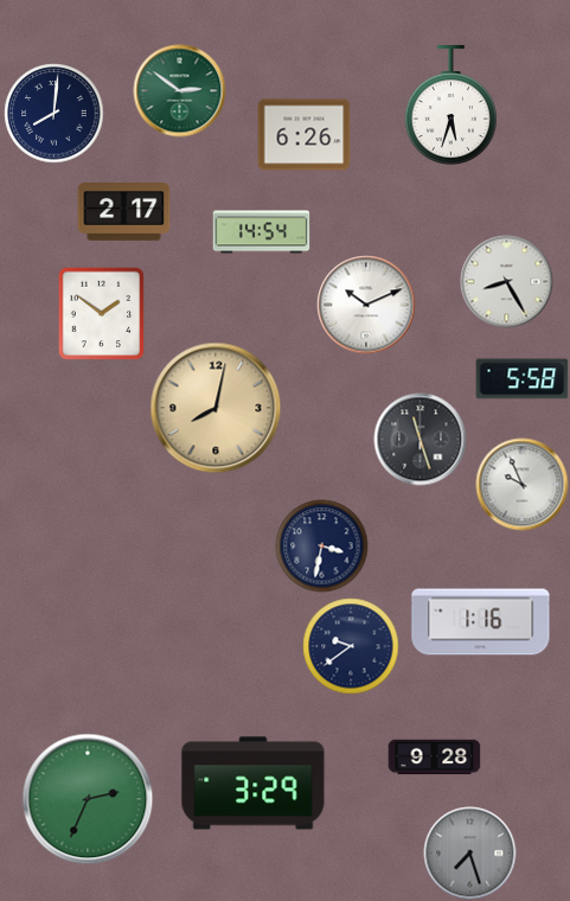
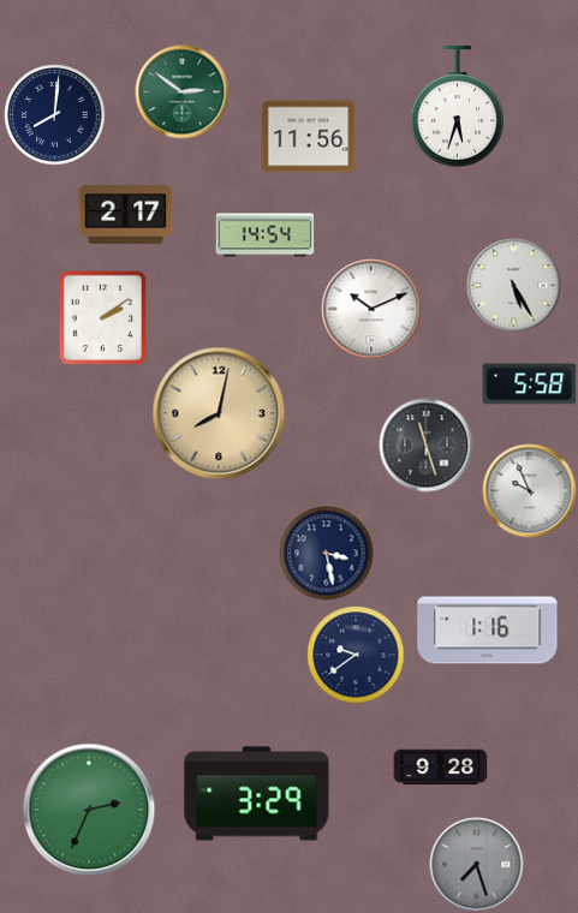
clock at (303, 135): 6:26 -> 11:56
clock at (506, 281): 8:25 -> 5:25
clock at (102, 313): 1:51 -> 2:09
clock at (321, 545): 3:32 -> 3:28
